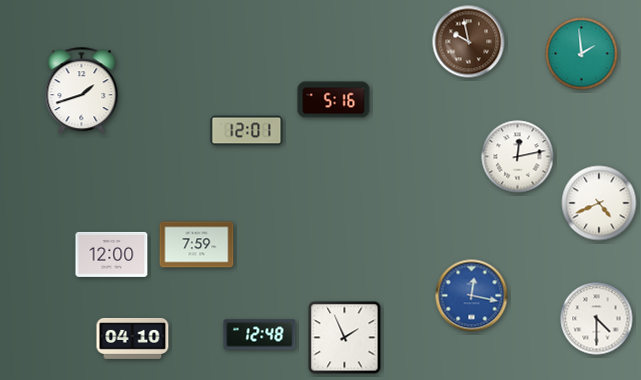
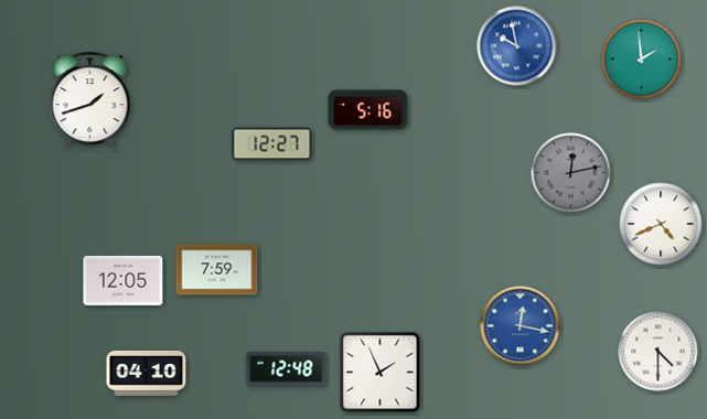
clock at (469, 42) dial: brown -> blue
clock at (247, 131): 12:01 -> 12:27
clock at (518, 157) dial: white -> grey
clock at (112, 254): 12:00 -> 12:05
